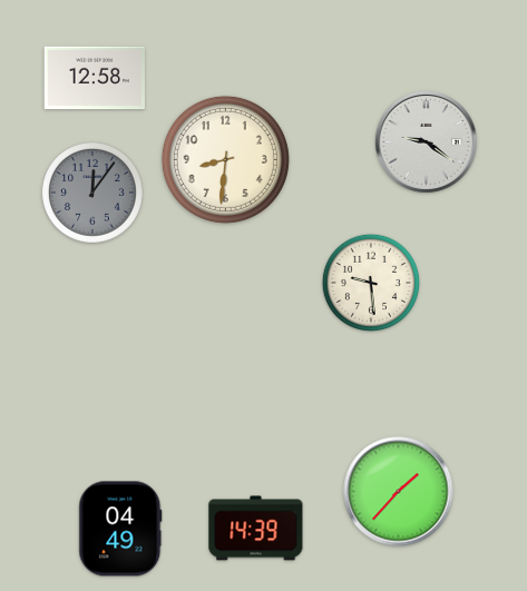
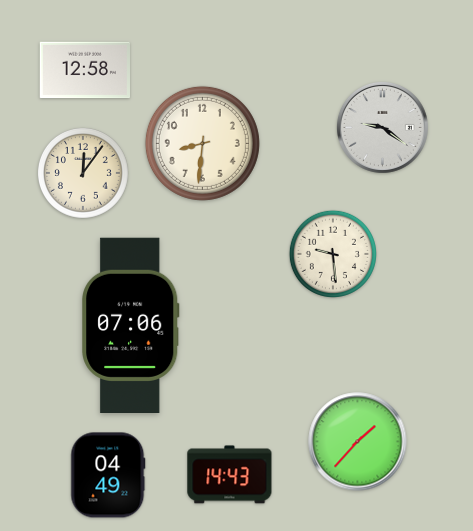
clock at (92, 193) dial: grey -> cream
clock at (131, 325): none -> 07:06
clock at (256, 529): 14:39 -> 14:43
